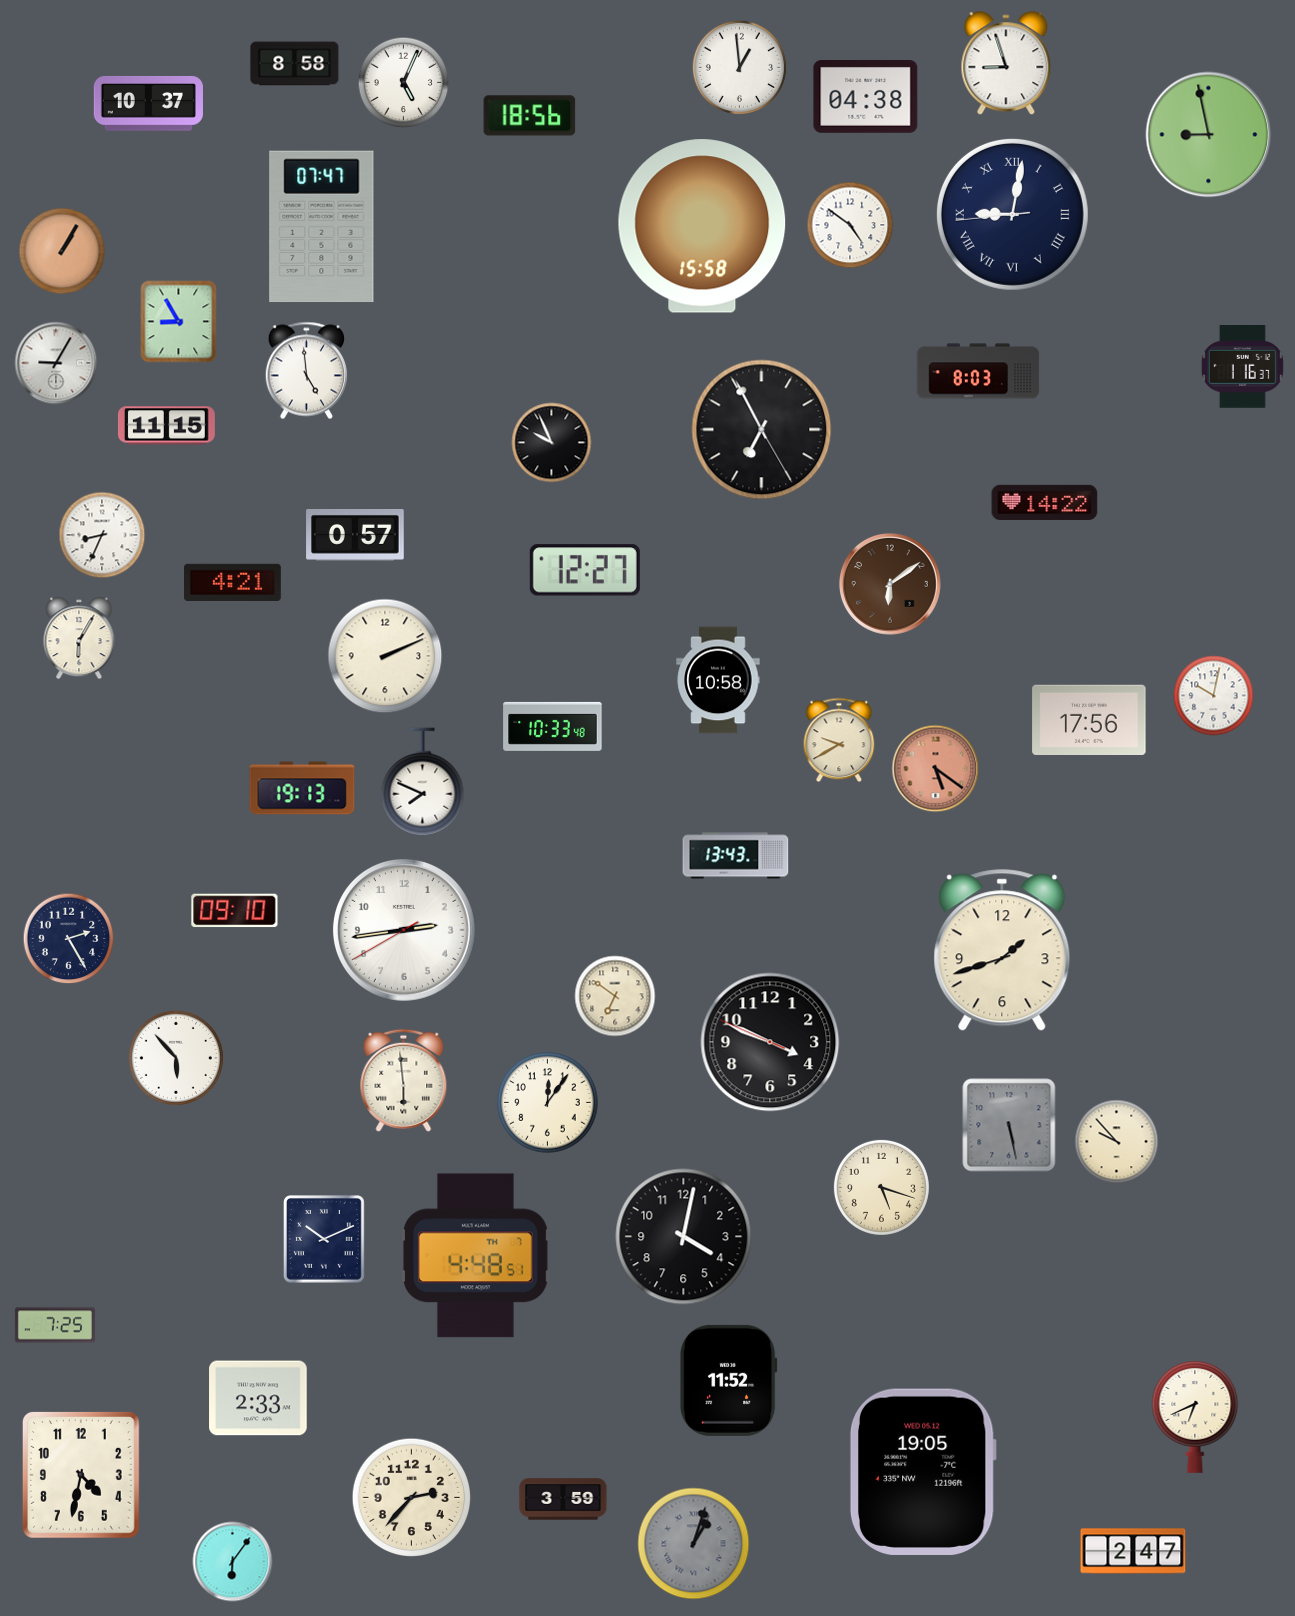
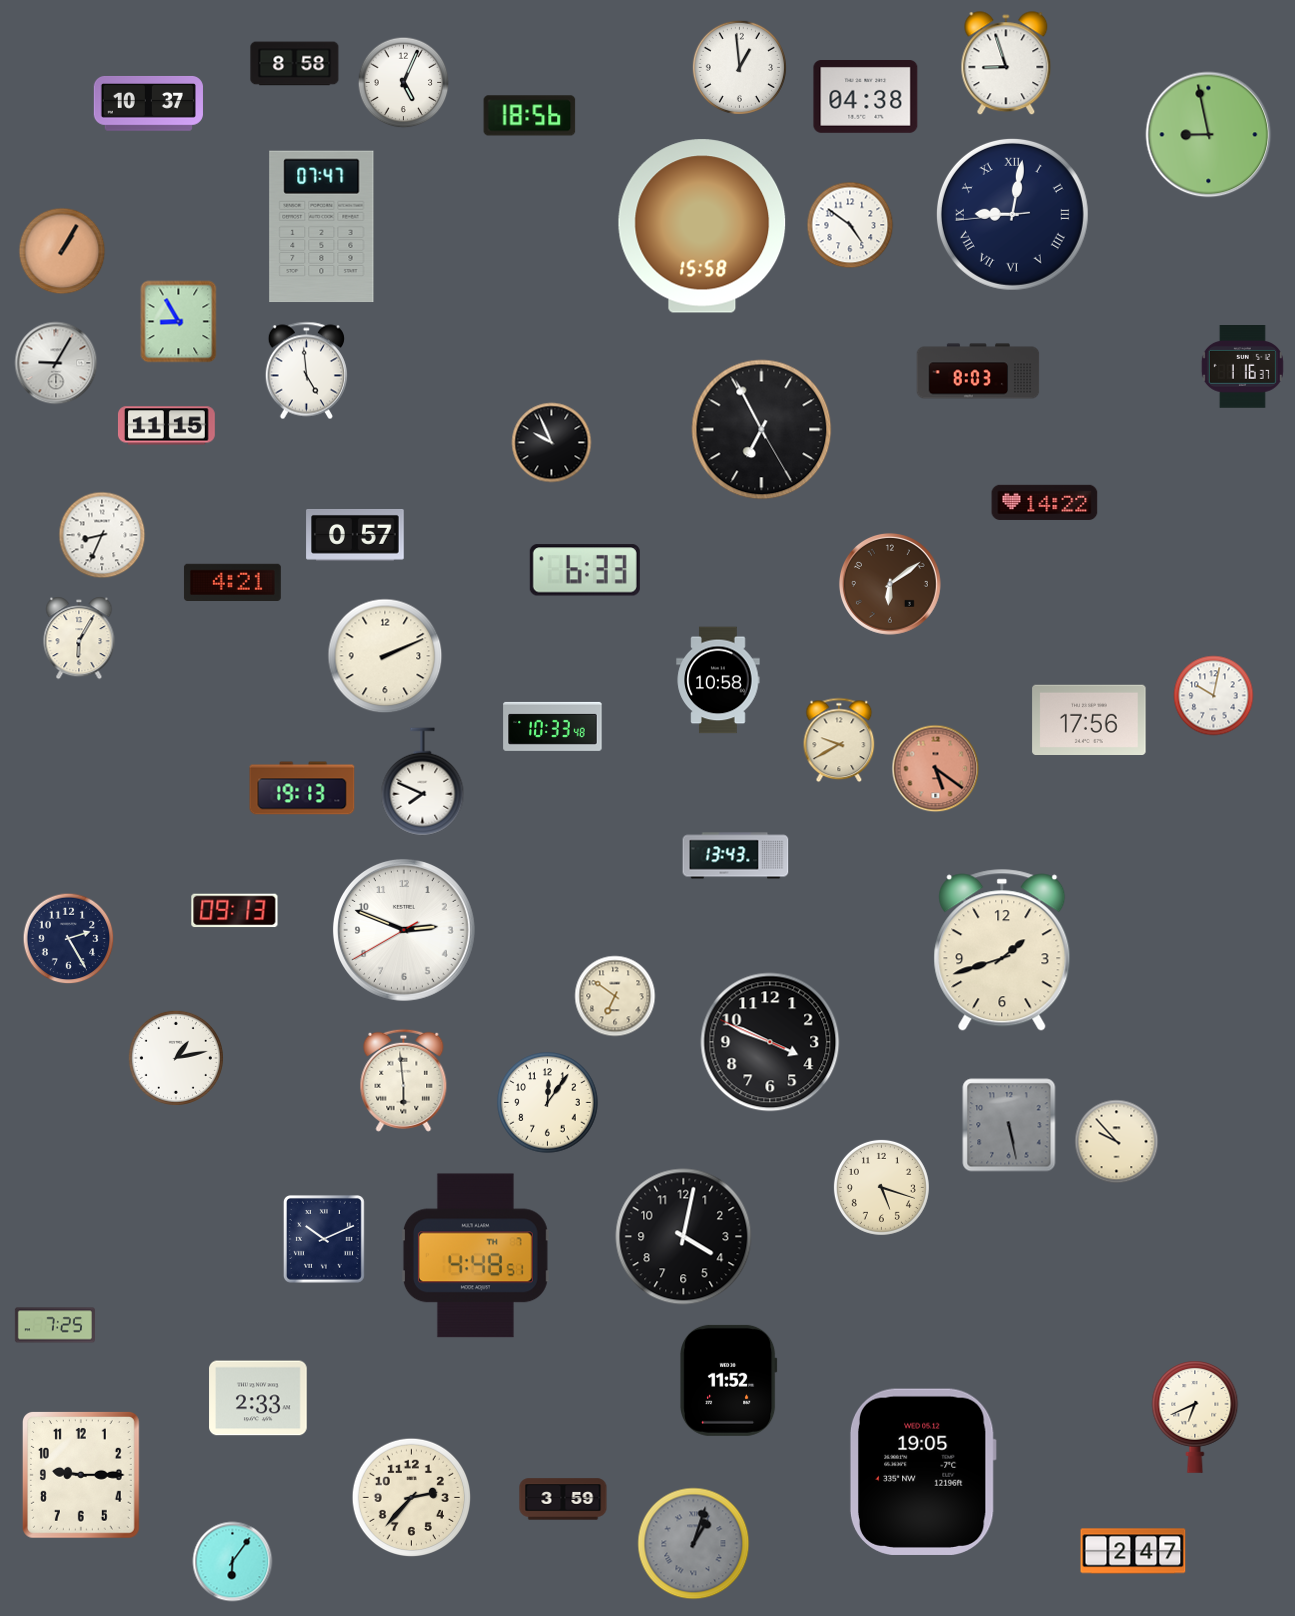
clock at (585, 570): 12:27 -> 6:33
clock at (235, 911): 09:10 -> 09:13
clock at (404, 930): 2:43 -> 2:48
clock at (176, 1058): 5:53 -> 1:13
clock at (81, 1475): 4:32 -> 9:15
